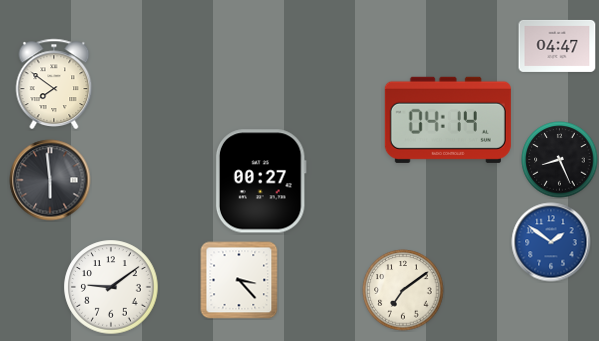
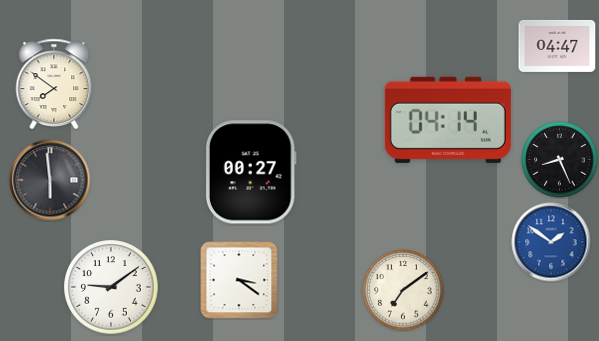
clock at (261, 181) position: (261, 181) -> (251, 172)
clock at (239, 280): 3:23 -> 3:21
